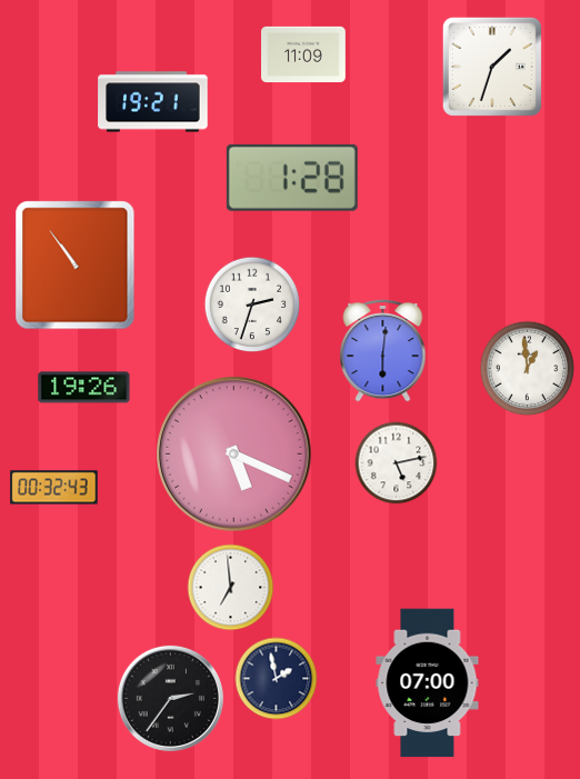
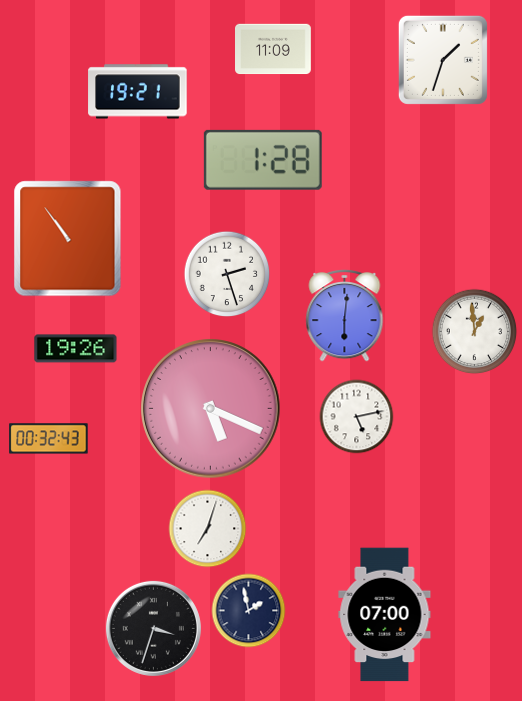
clock at (252, 304): 2:33 -> 2:27
clock at (231, 588): 6:59 -> 7:03
clock at (170, 698): 2:36 -> 3:33
